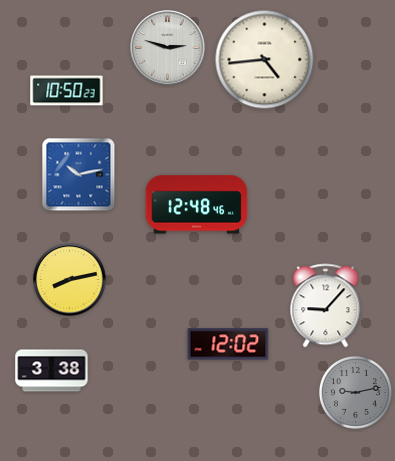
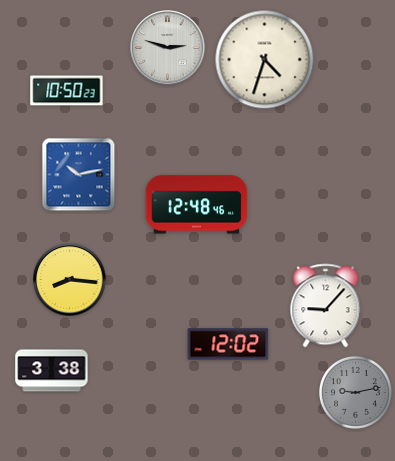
clock at (265, 60): 4:44 -> 4:33
clock at (70, 280): 8:13 -> 8:16
